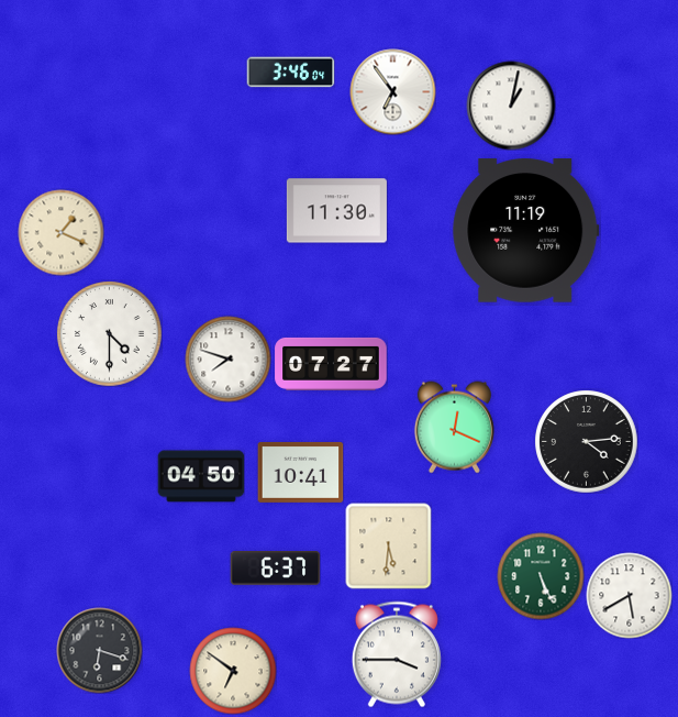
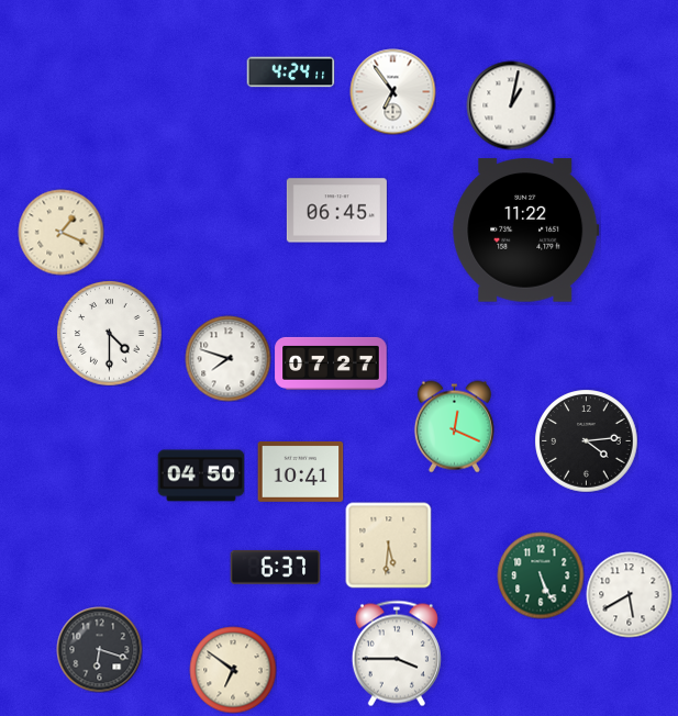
clock at (290, 73): 3:46 -> 4:24
clock at (336, 211): 11:30 -> 06:45
clock at (526, 231): 11:19 -> 11:22
